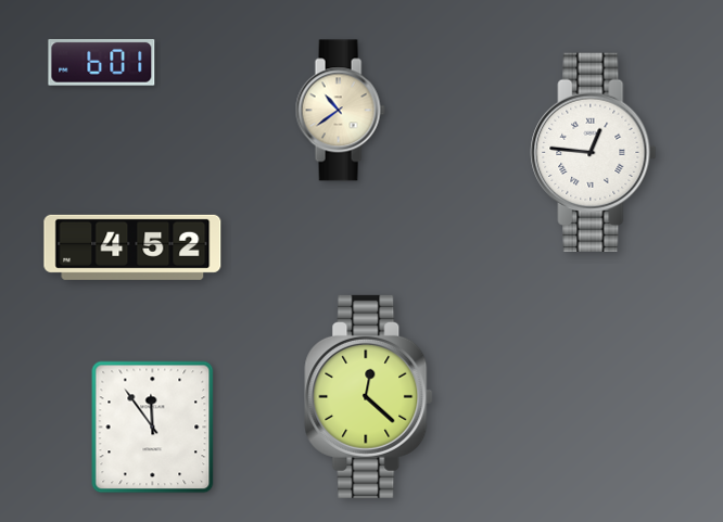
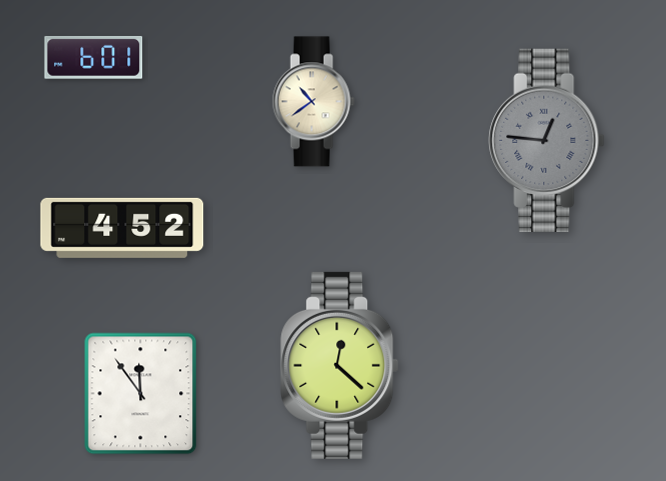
clock at (594, 152) dial: white -> grey
